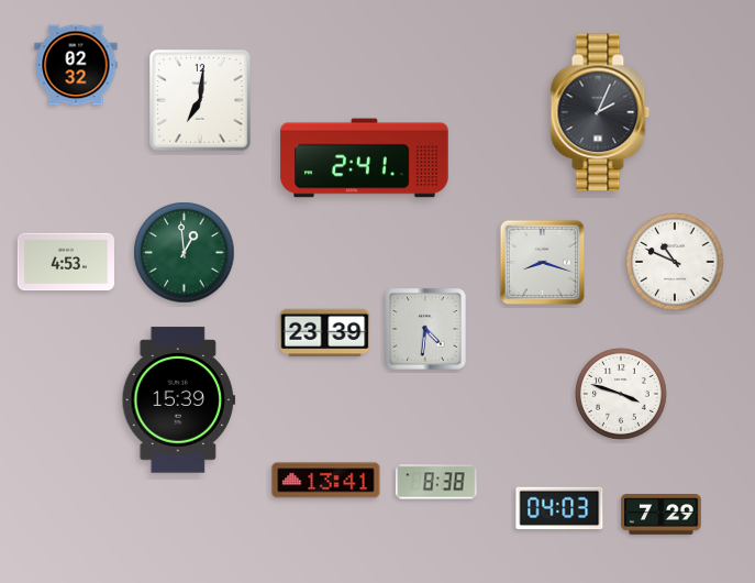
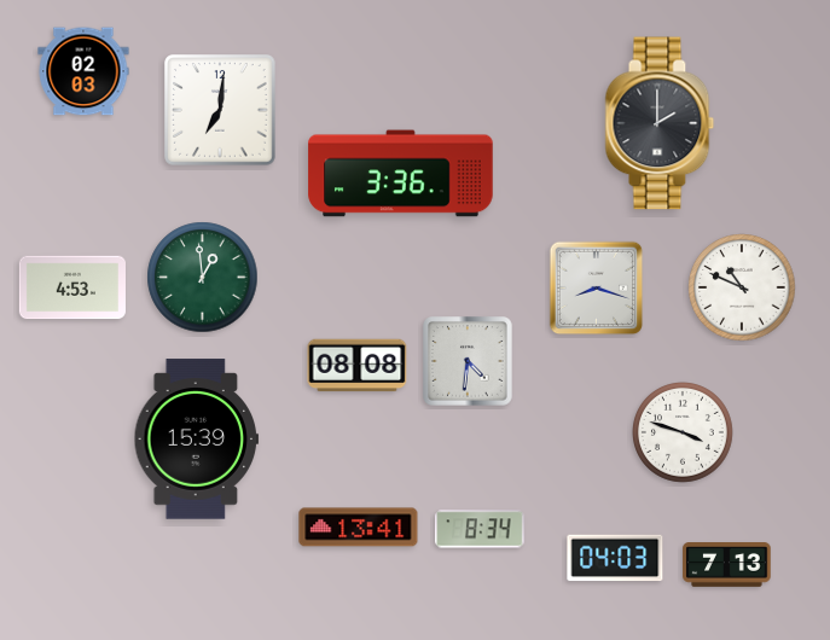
clock at (76, 65): 02:32 -> 02:03
clock at (600, 112): 2:04 -> 2:00
clock at (365, 158): 2:41 -> 3:36
clock at (325, 333): 23:39 -> 08:08
clock at (436, 482): 8:38 -> 8:34
clock at (662, 515): 7:29 -> 7:13
